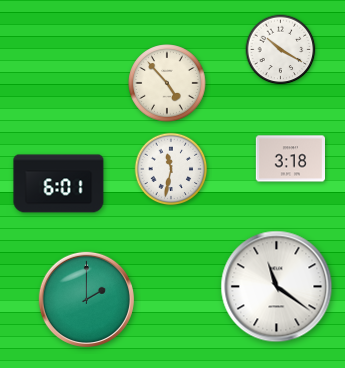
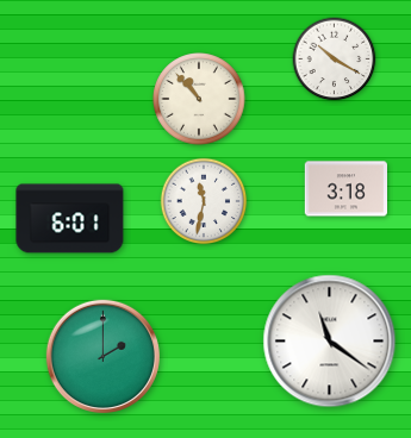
clock at (167, 83): 4:53 -> 10:53
